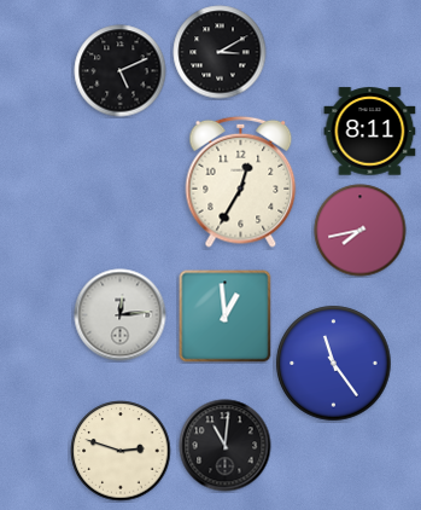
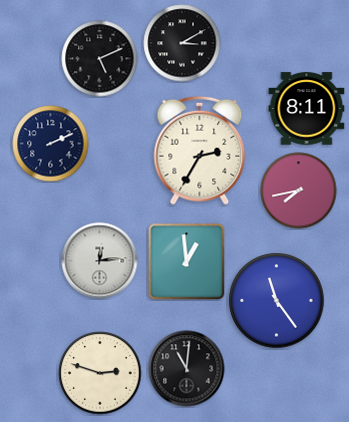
clock at (51, 144): none -> 2:11
clock at (241, 181): 12:35 -> 2:35
